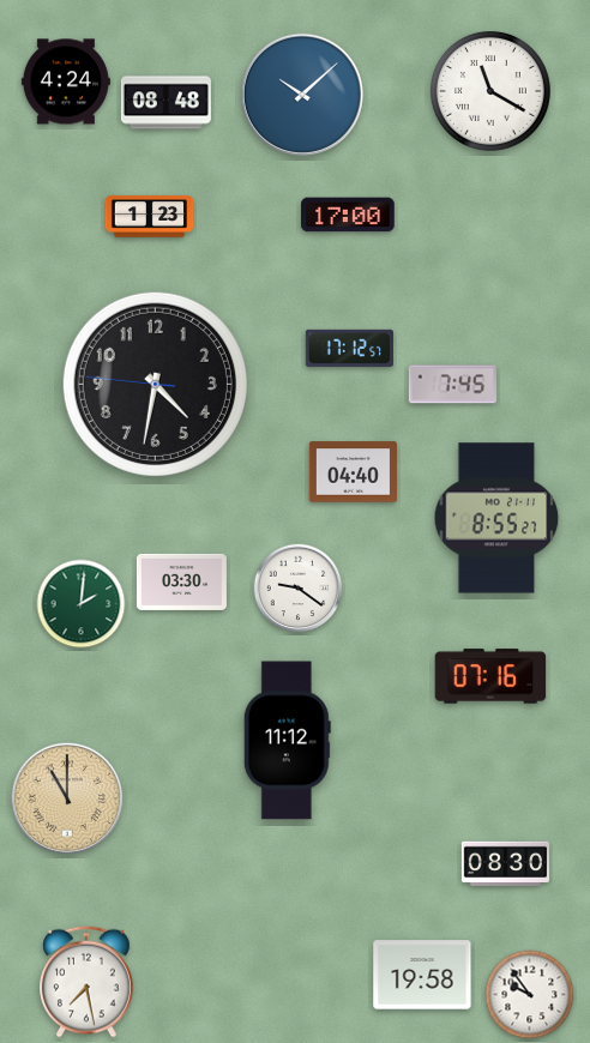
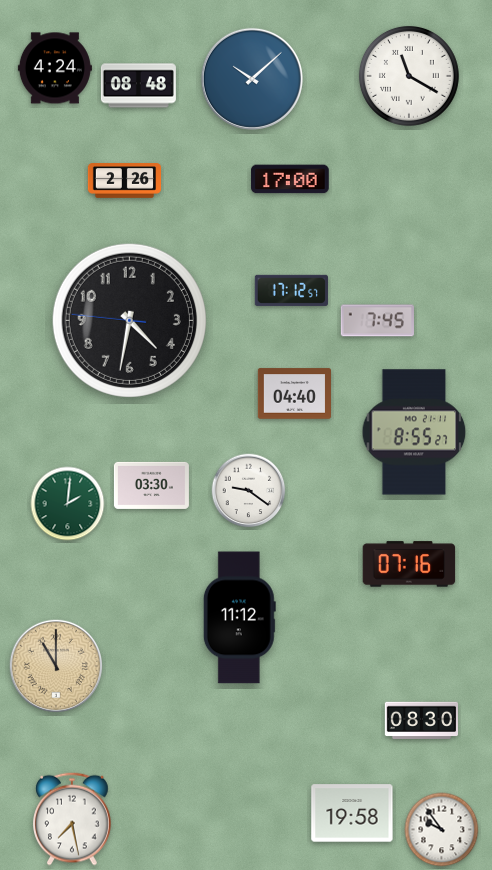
clock at (150, 217): 1:23 -> 2:26
